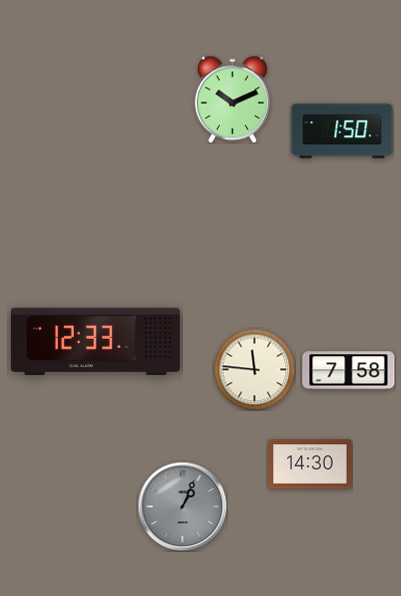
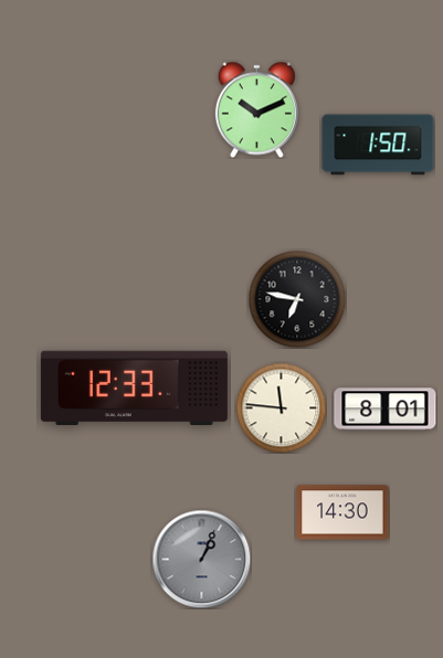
clock at (297, 299): none -> 6:47
clock at (95, 341) position: (95, 341) -> (134, 388)
clock at (349, 371): 7:58 -> 8:01
